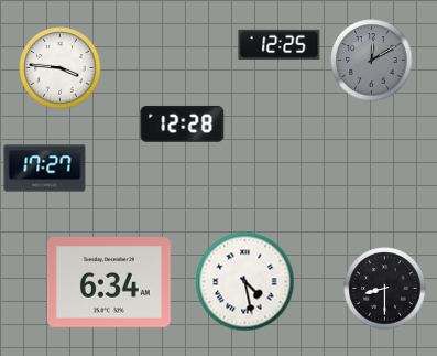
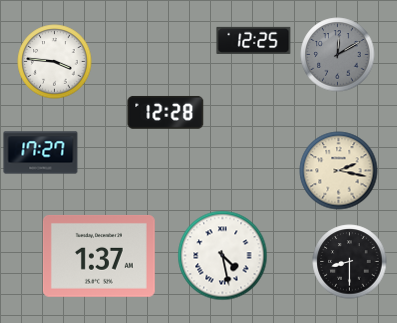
clock at (339, 171): none -> 2:17
clock at (109, 282): 6:34 -> 1:37
